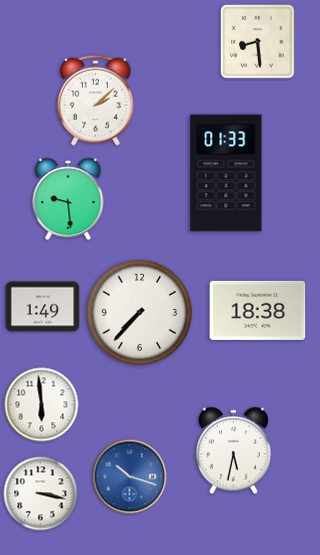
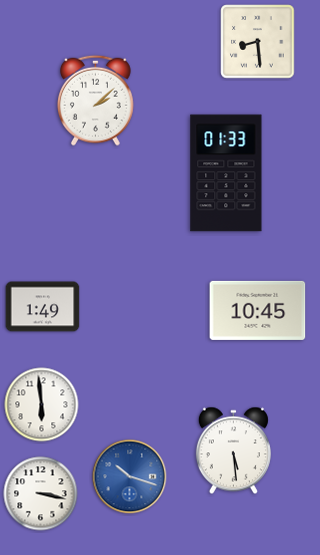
clock at (68, 199): 9:29 -> none
clock at (258, 310): 18:38 -> 10:45
clock at (139, 312): 7:37 -> none
clock at (233, 451): 5:32 -> 5:29
